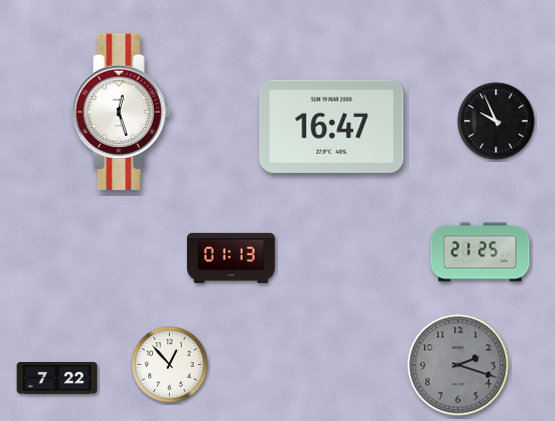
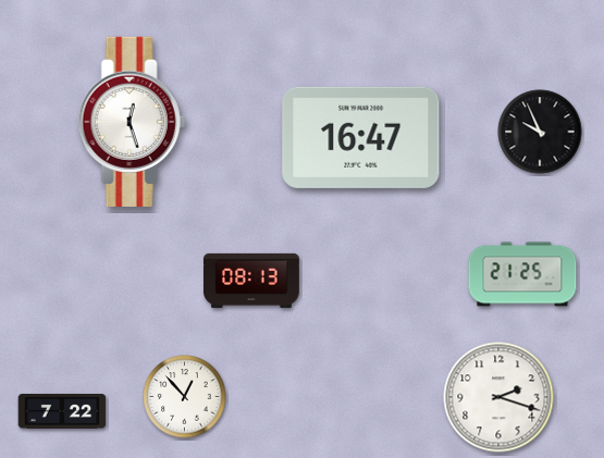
clock at (232, 258): 01:13 -> 08:13
clock at (458, 365) dial: grey -> white
